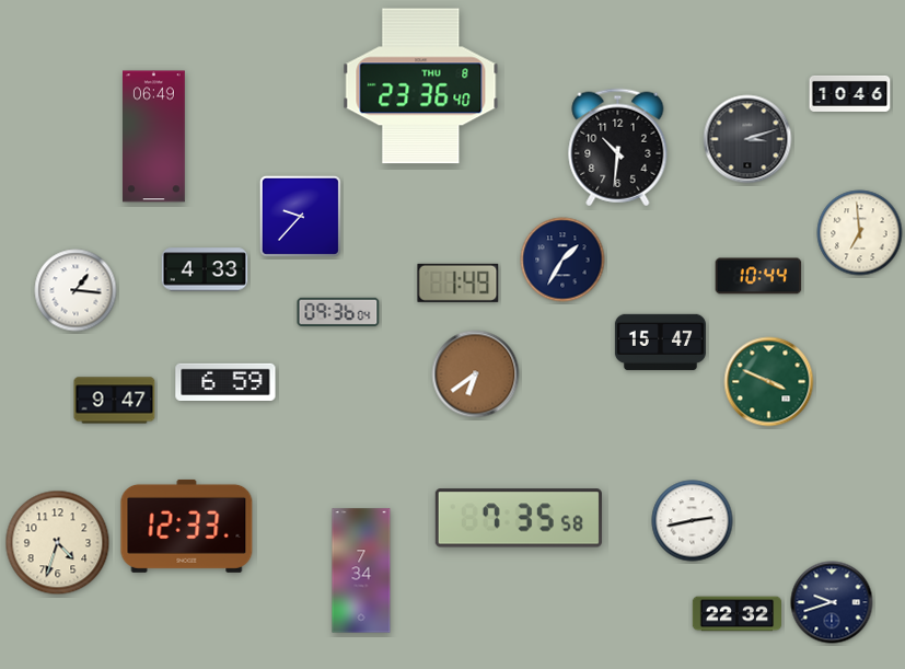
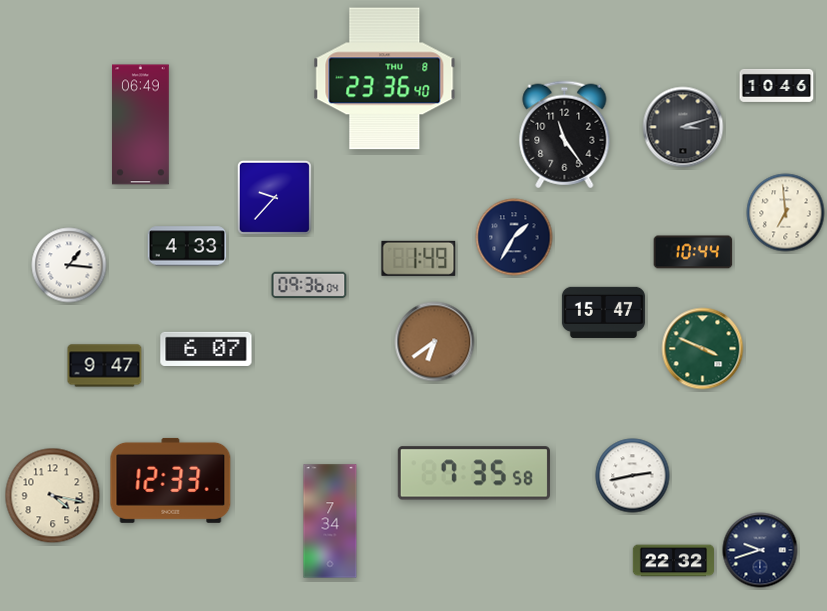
clock at (618, 148): 10:31 -> 11:24
clock at (225, 382): 6:59 -> 6:07
clock at (58, 543): 4:33 -> 4:17
